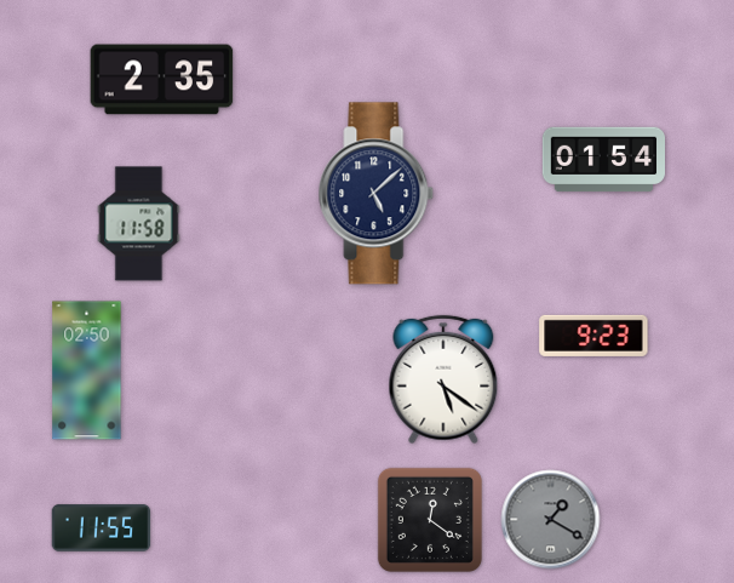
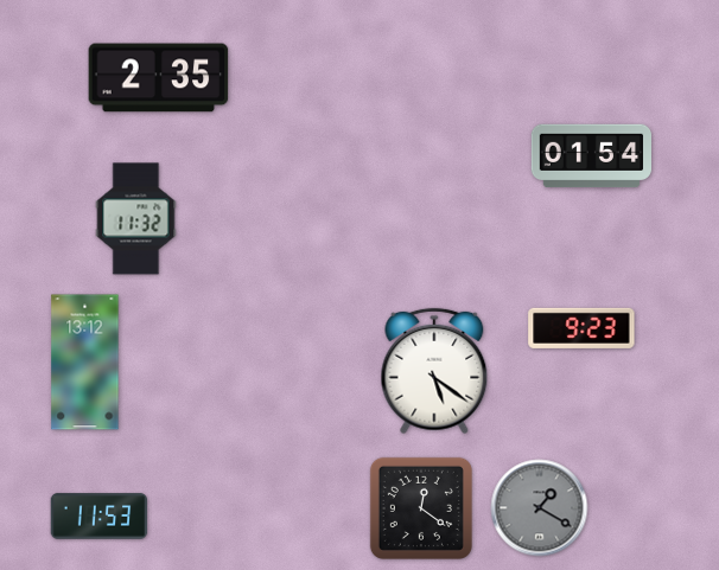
clock at (377, 194): 5:08 -> none
clock at (139, 224): 11:58 -> 11:32
clock at (87, 371): 02:50 -> 13:12
clock at (102, 528): 11:55 -> 11:53
